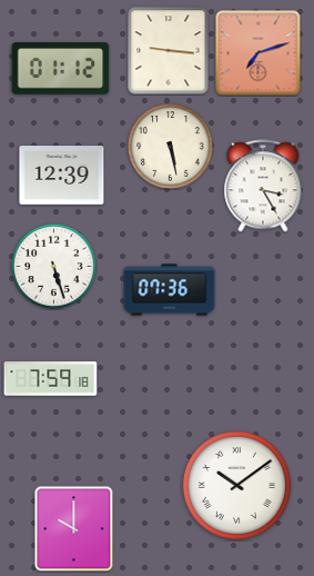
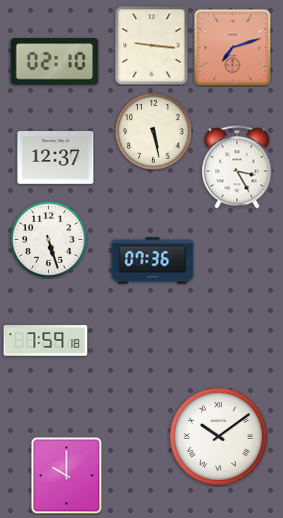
clock at (61, 69): 01:12 -> 02:10
clock at (62, 176): 12:39 -> 12:37
clock at (236, 485) position: (236, 485) -> (218, 436)
